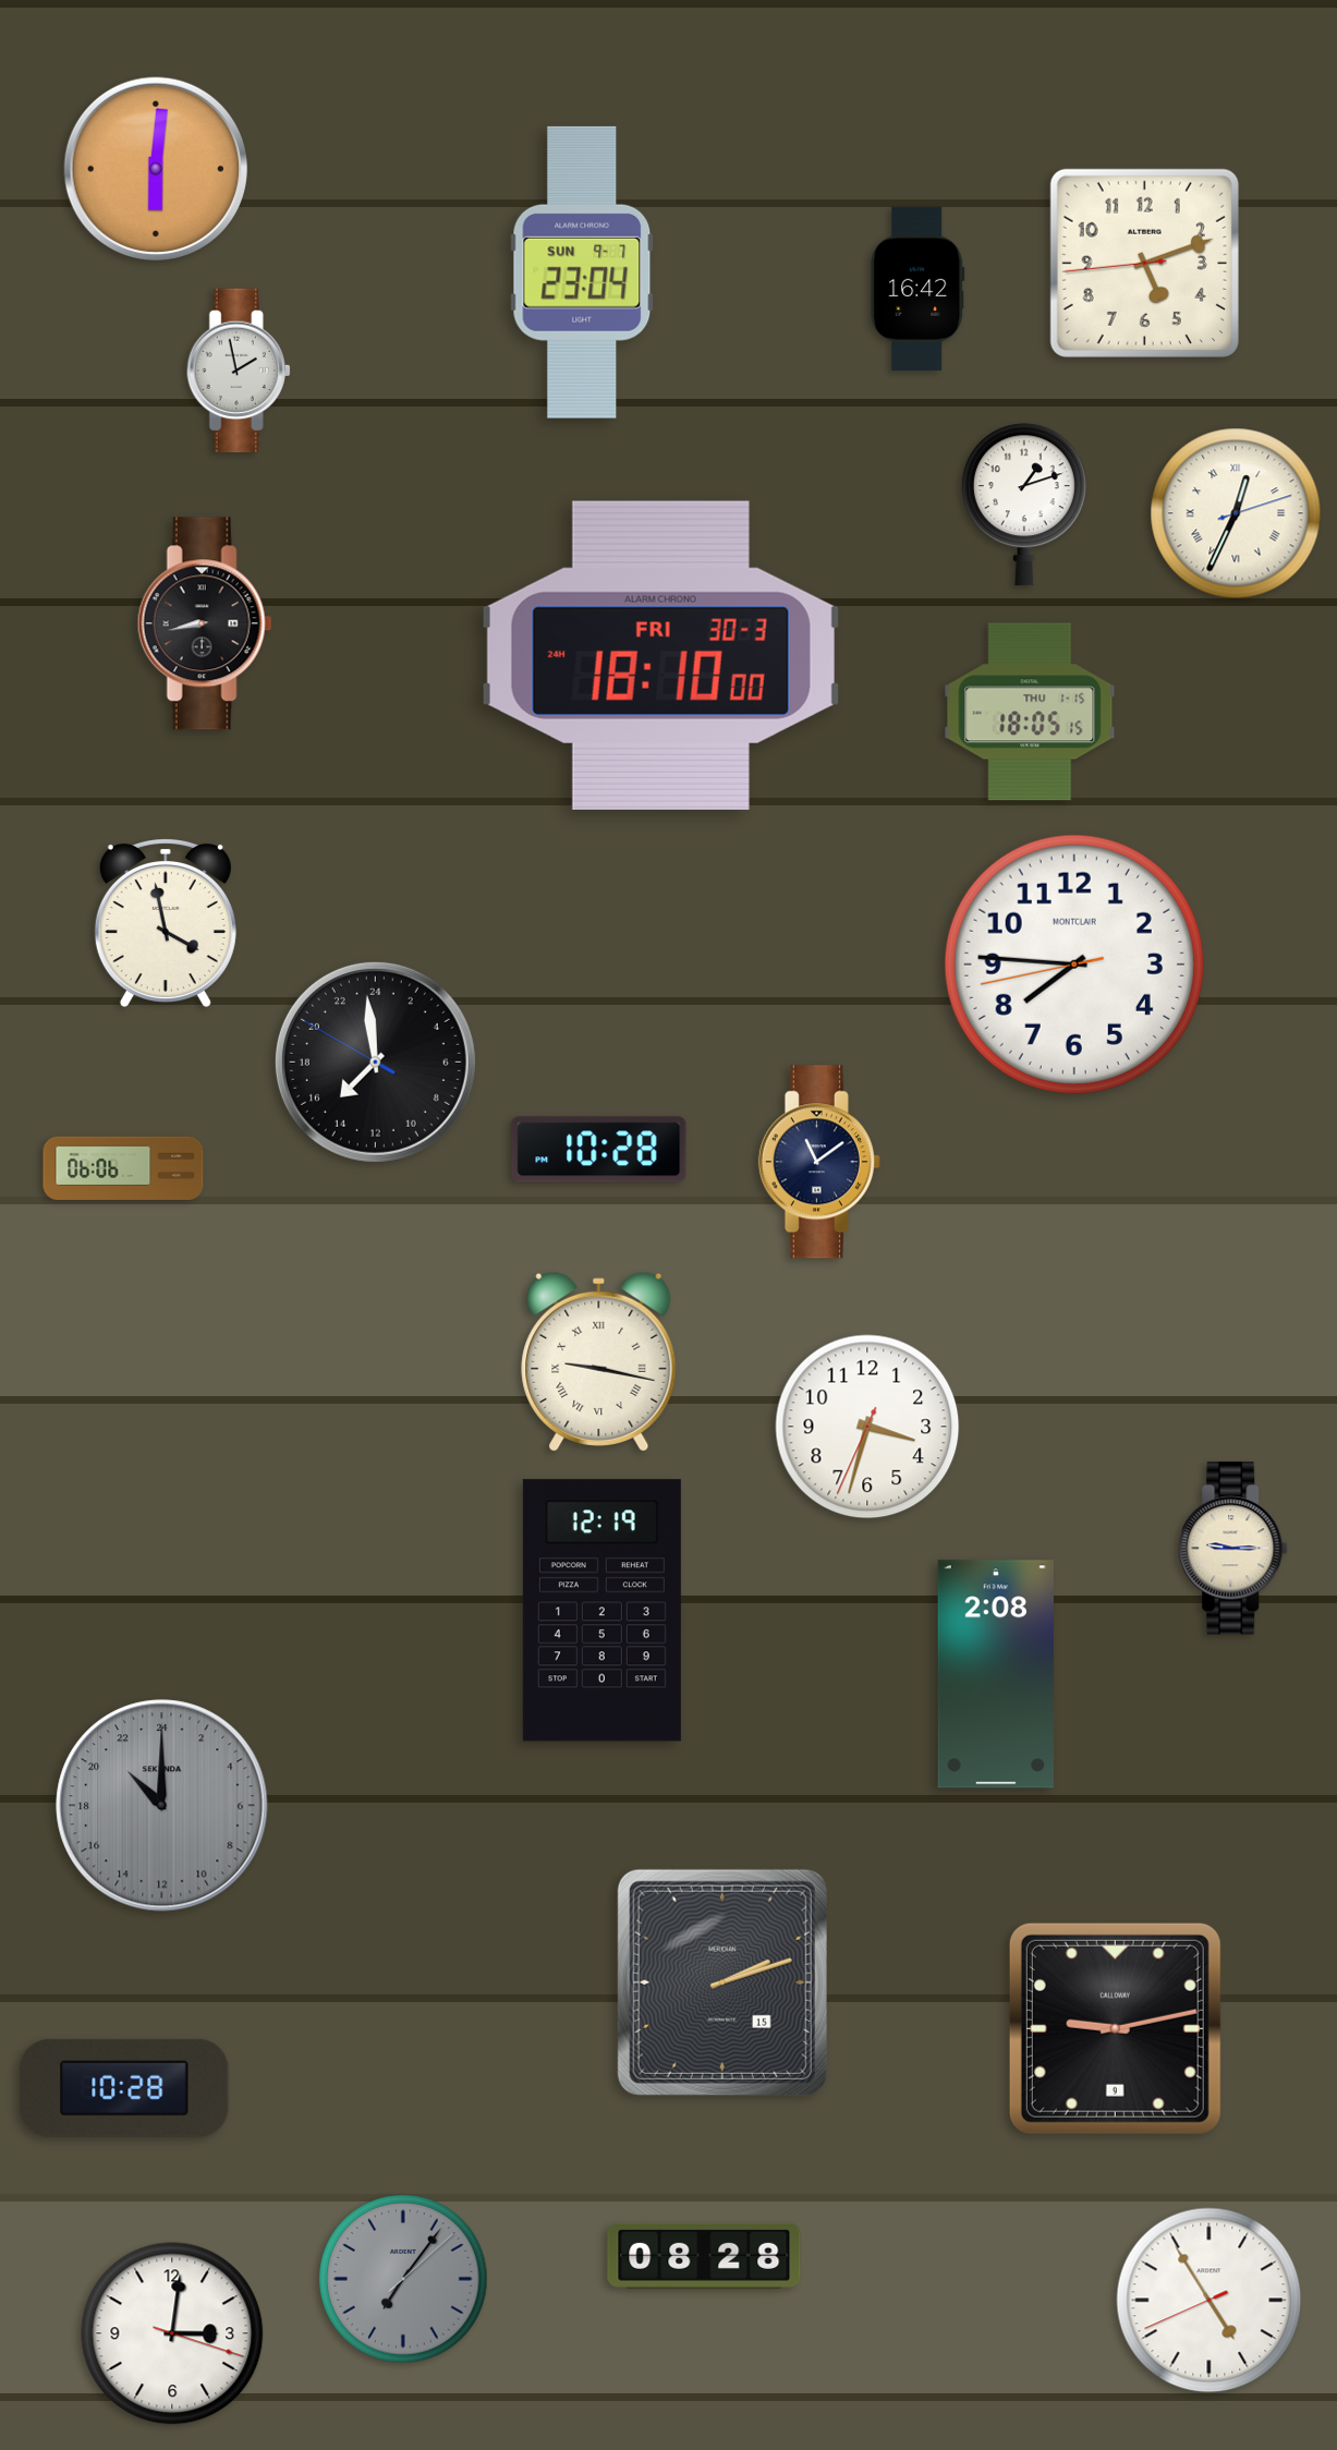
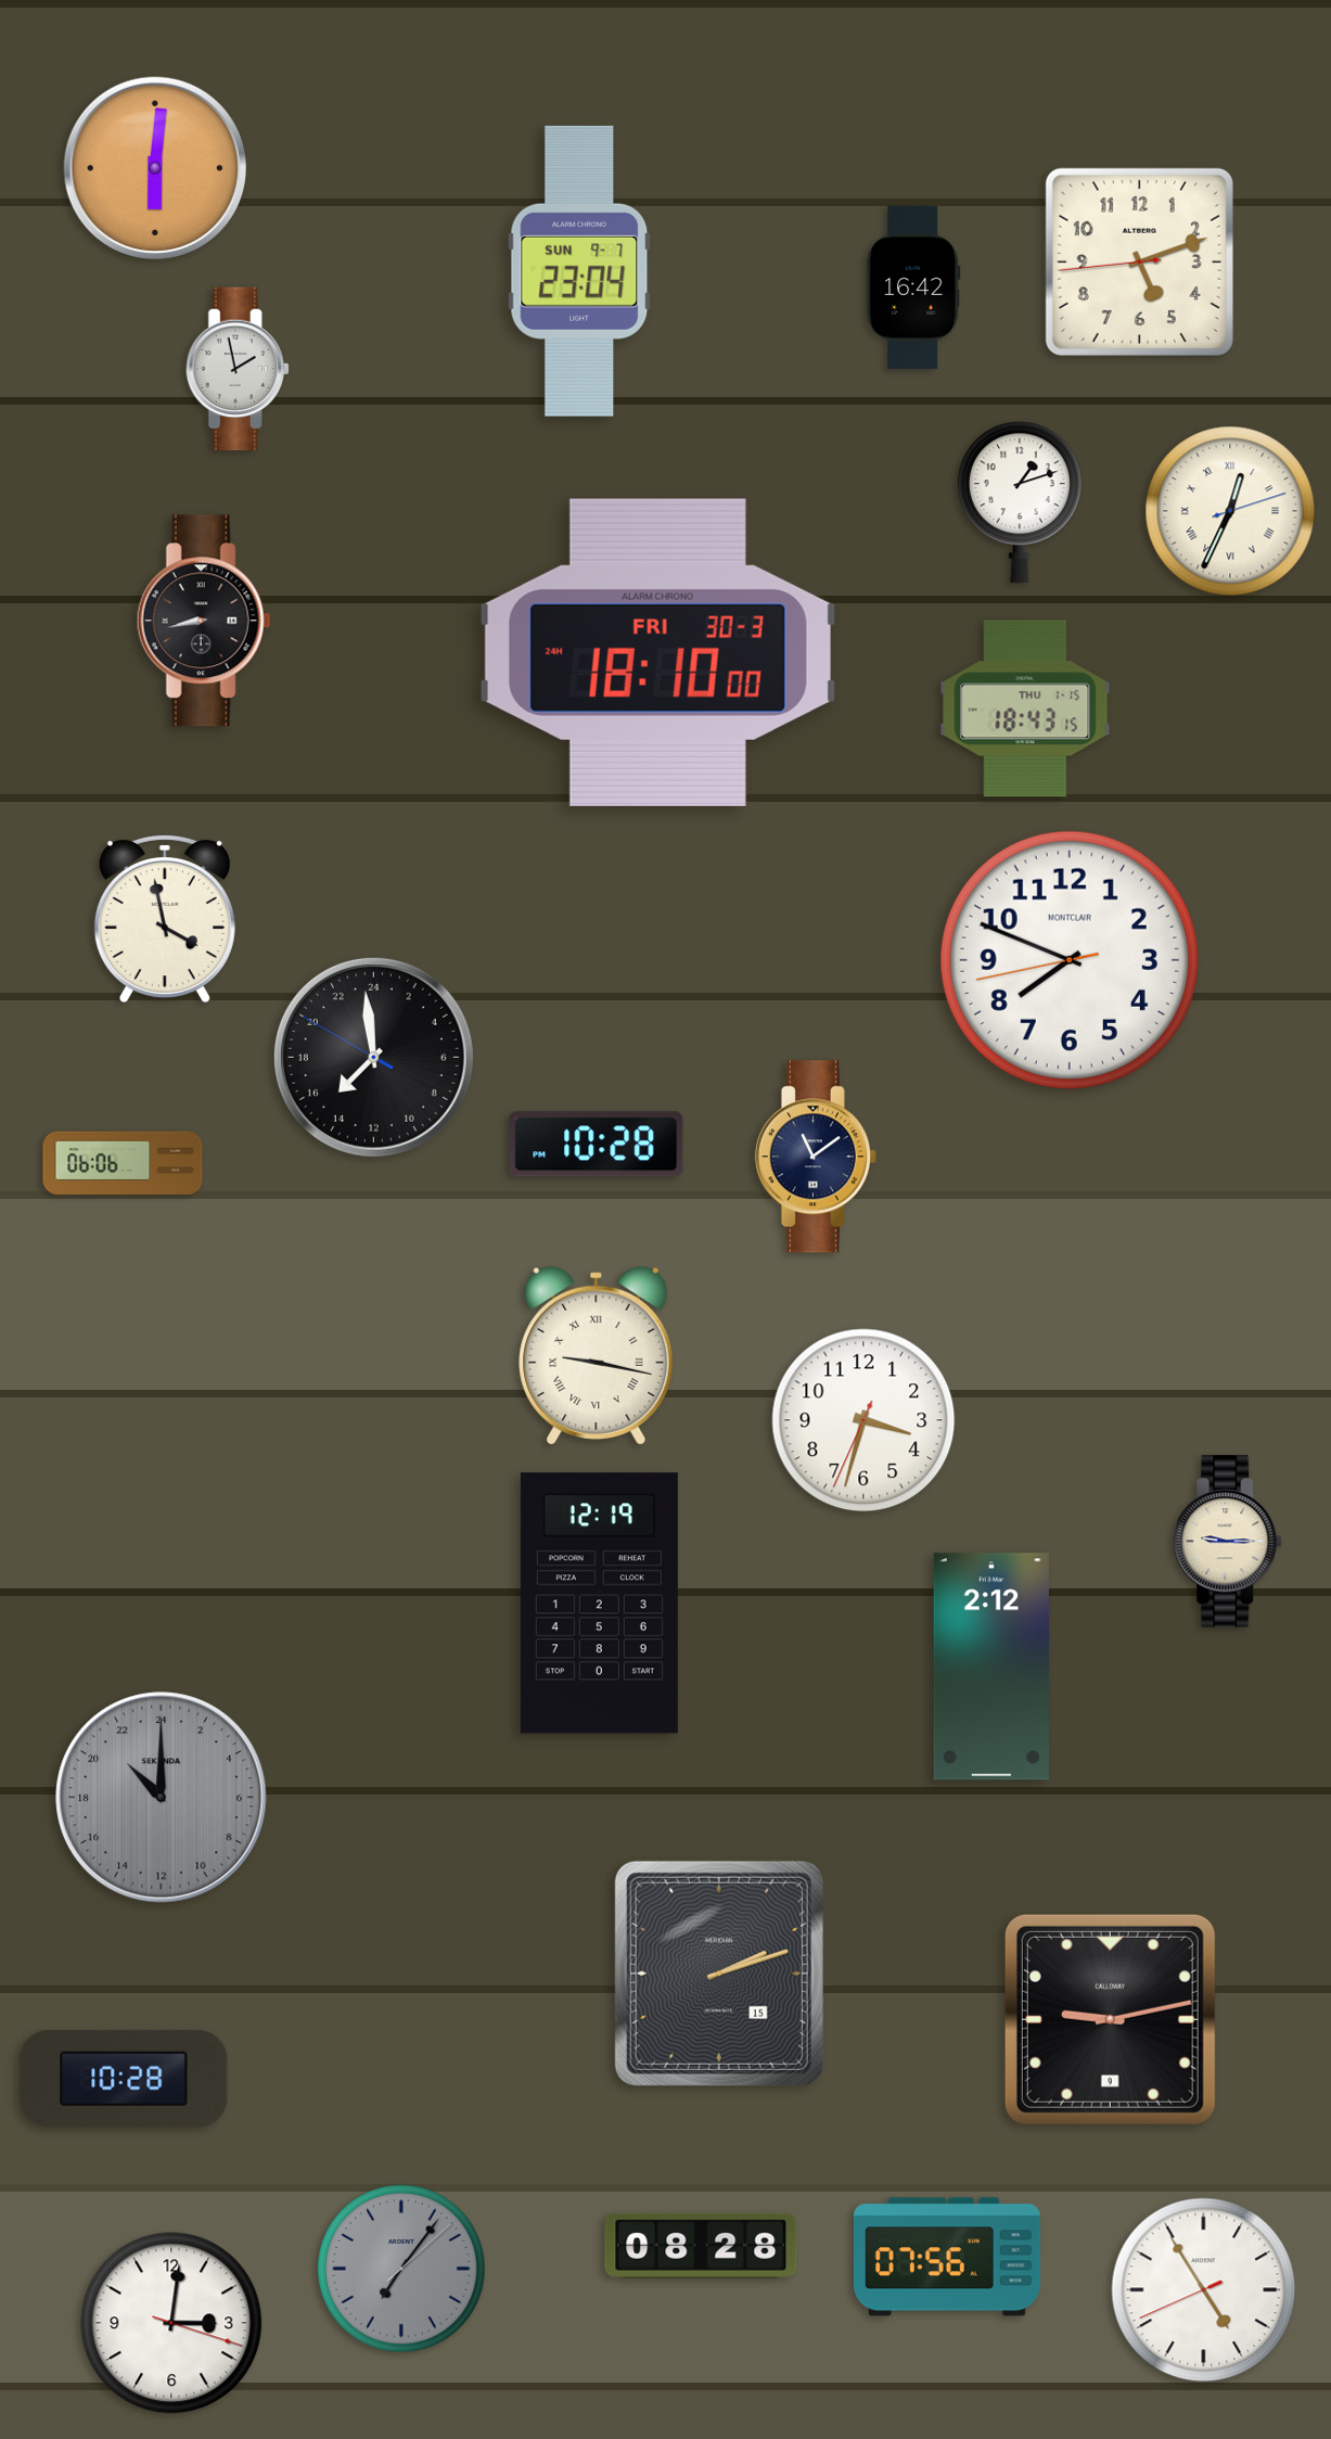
clock at (1030, 712): 18:05 -> 18:43
clock at (1074, 965): 7:45 -> 7:48
clock at (996, 1674): 2:08 -> 2:12
clock at (947, 2257): none -> 07:56
